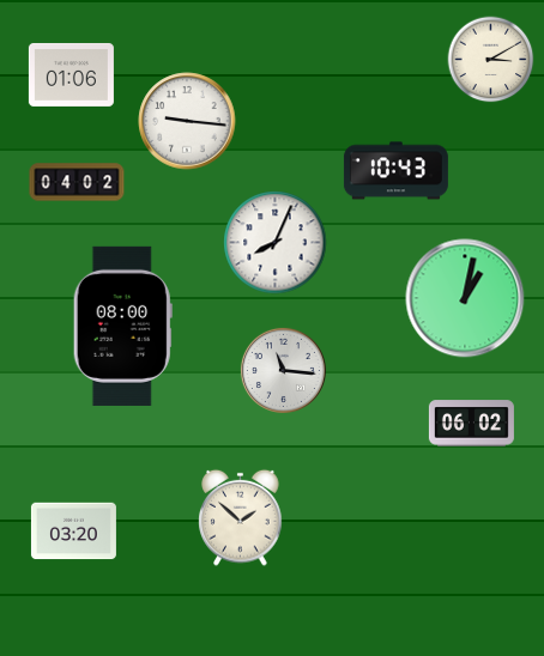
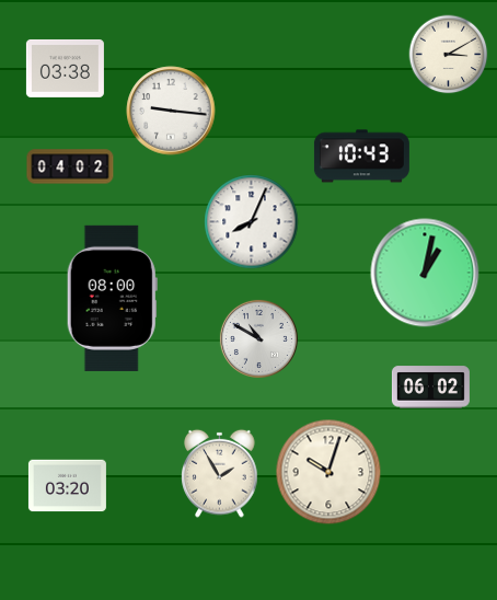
clock at (71, 74): 01:06 -> 03:38
clock at (283, 370): 11:16 -> 10:50
clock at (328, 472): none -> 10:03
clock at (241, 517): 1:52 -> 1:55
